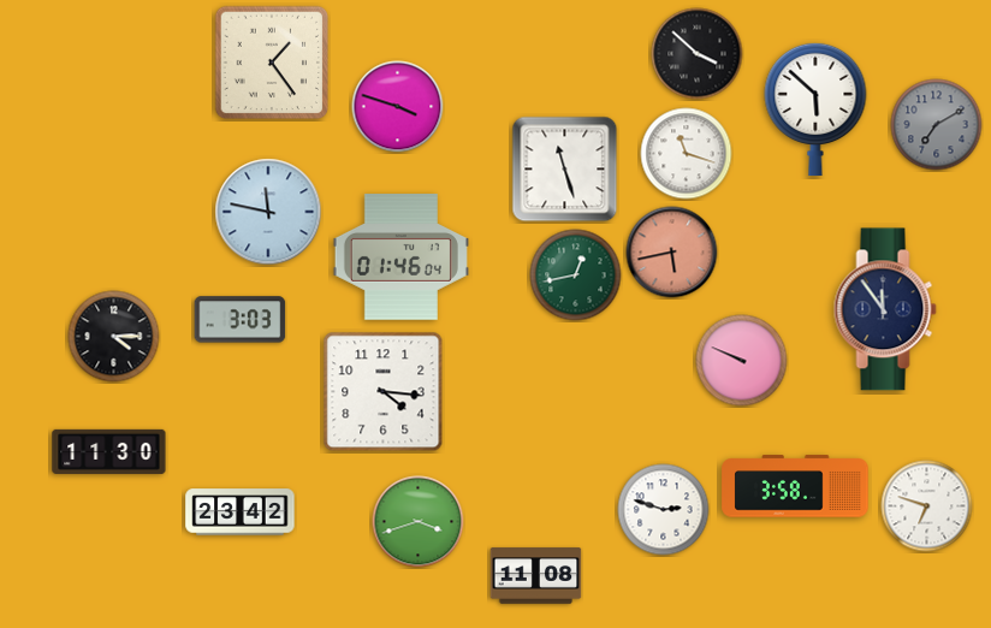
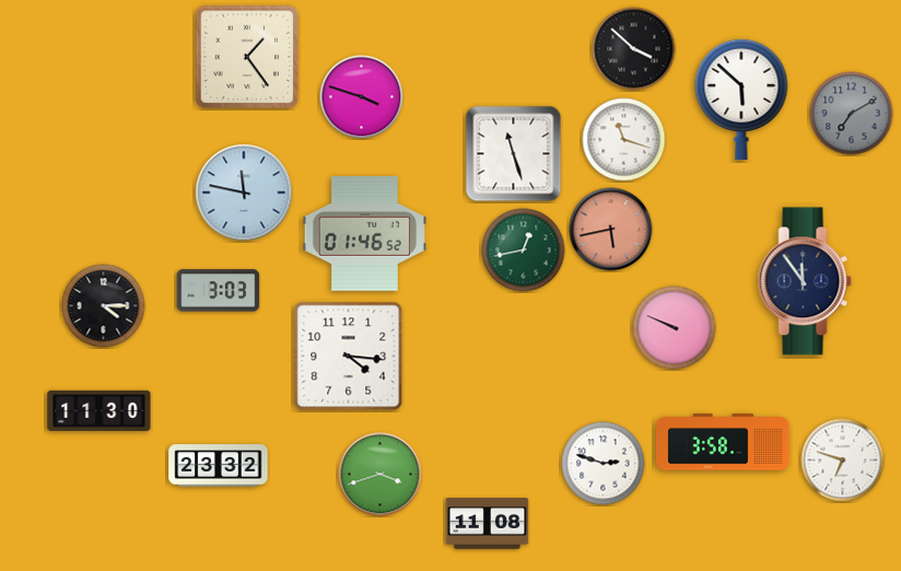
clock at (400, 257): 01:46:04 -> 01:46:52
clock at (241, 513): 23:42 -> 23:32
